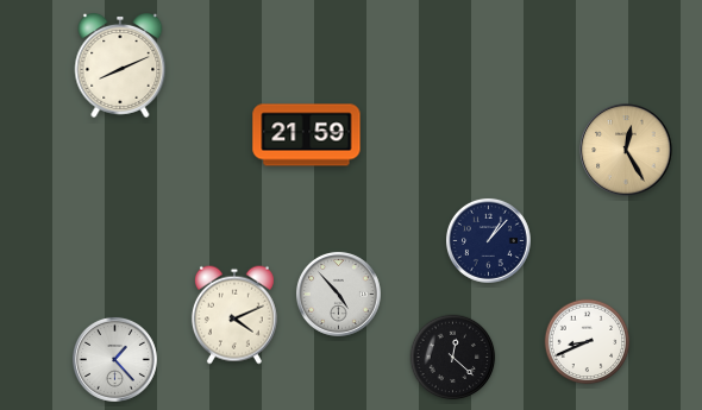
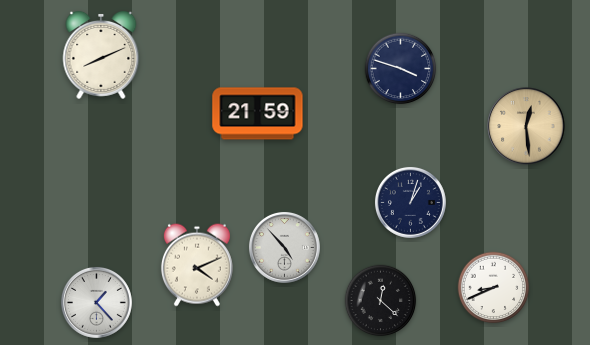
clock at (401, 69): none -> 3:48
clock at (626, 150): 12:25 -> 12:29
clock at (488, 240): 1:07 -> 1:03
